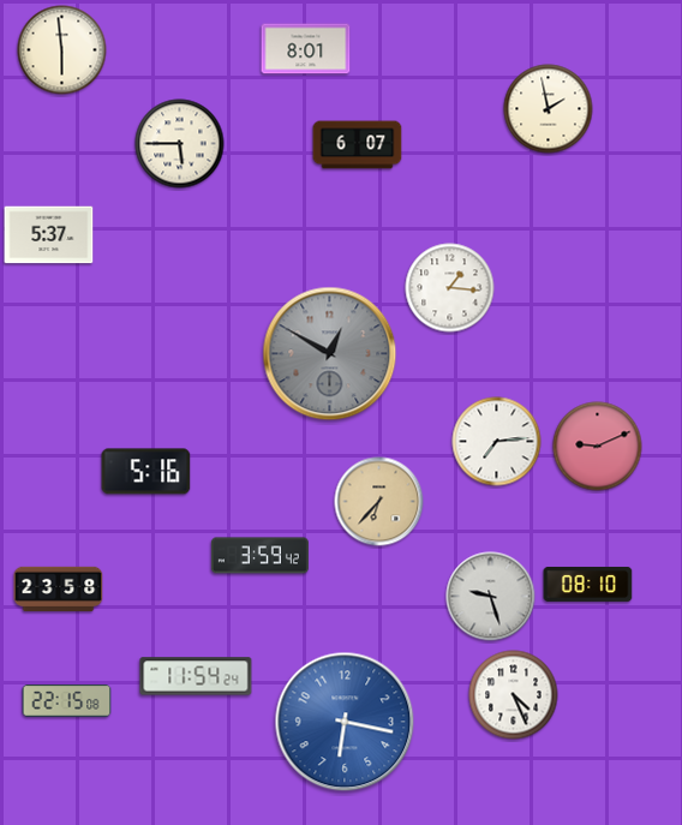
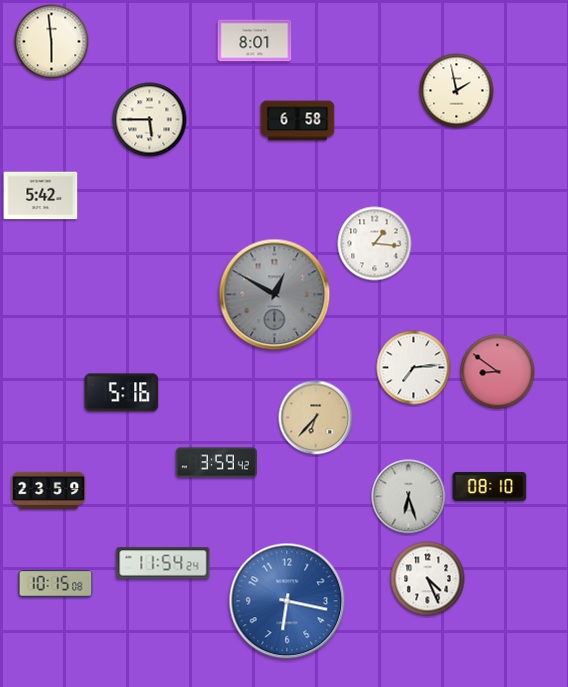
clock at (358, 145): 6:07 -> 6:58
clock at (49, 235): 5:37 -> 5:42
clock at (450, 288) position: (450, 288) -> (375, 244)
clock at (598, 447): 9:11 -> 8:51
clock at (59, 588): 23:58 -> 23:59
clock at (491, 597): 9:27 -> 6:27
clock at (67, 701): 22:15 -> 10:15
